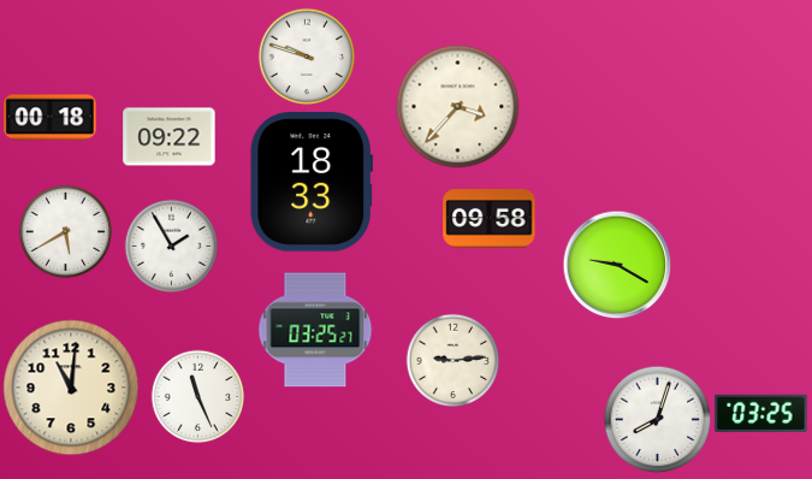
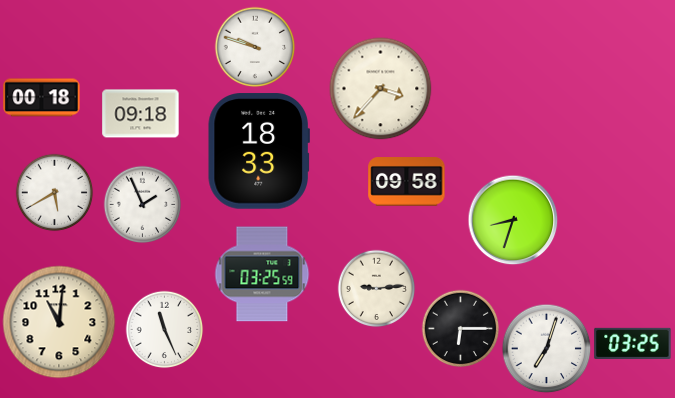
clock at (170, 137): 09:22 -> 09:18
clock at (171, 246): 1:55 -> 1:56
clock at (617, 265): 9:20 -> 8:33
clock at (315, 330): 03:25:27 -> 03:25:59
clock at (452, 360) position: (452, 360) -> (376, 288)
clock at (460, 328): none -> 6:15
clock at (657, 419): 8:03 -> 7:03
